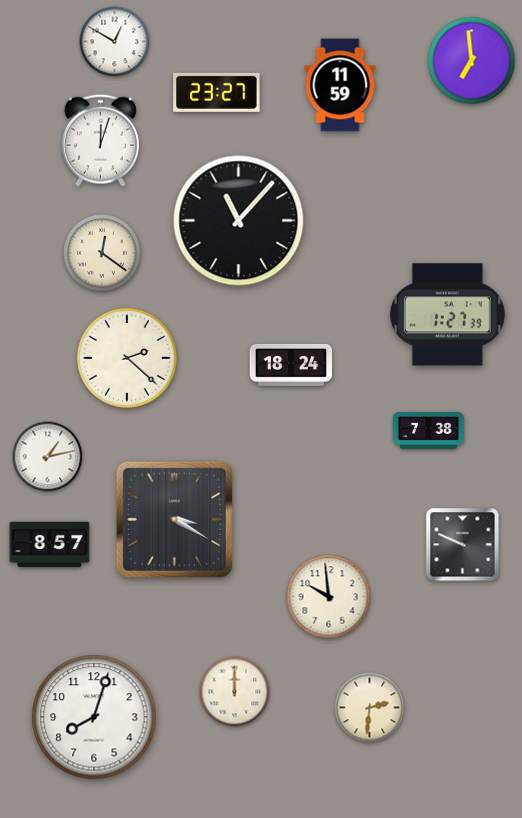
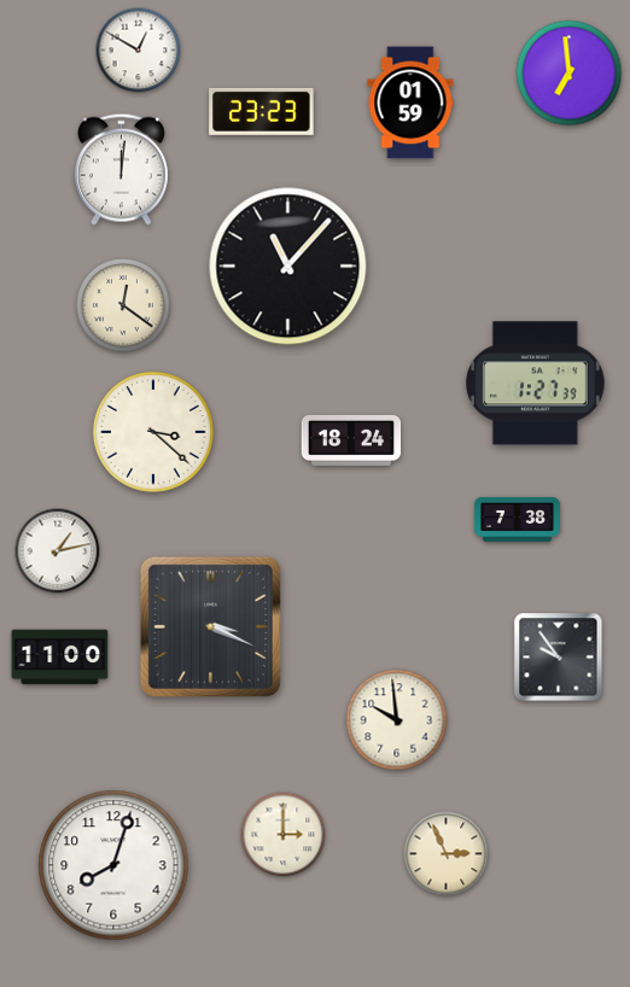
clock at (340, 85): 11:59 -> 01:59
clock at (217, 92): 23:27 -> 23:23
clock at (100, 140): 12:03 -> 12:01
clock at (447, 315) position: (447, 315) -> (535, 384)
clock at (128, 359): 2:22 -> 3:22
clock at (174, 519): 3:20 -> 3:19
clock at (50, 545): 8:57 -> 11:00
clock at (463, 545): 9:49 -> 9:54
clock at (235, 692): 12:00 -> 3:00
clock at (370, 708): 2:31 -> 2:56
